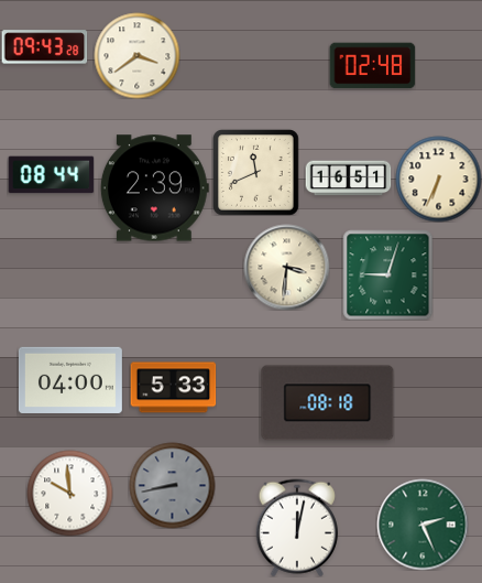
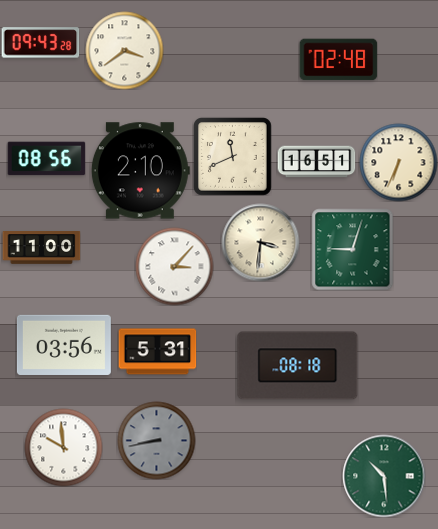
clock at (51, 175): 08:44 -> 08:56
clock at (154, 188): 2:39 -> 2:10
clock at (41, 248): none -> 11:00
clock at (174, 266): none -> 3:07
clock at (70, 379): 04:00 -> 03:56
clock at (173, 388): 5:33 -> 5:31
clock at (423, 525): 2:26 -> 10:29
clock at (297, 528): 12:02 -> none
